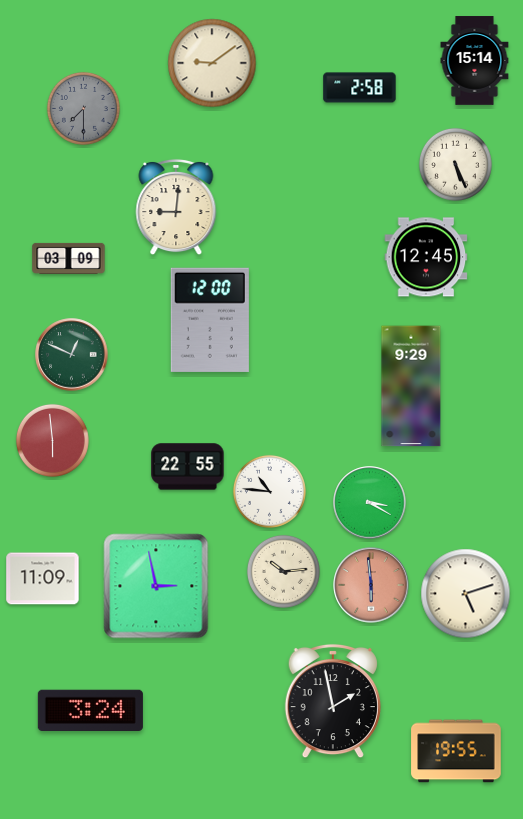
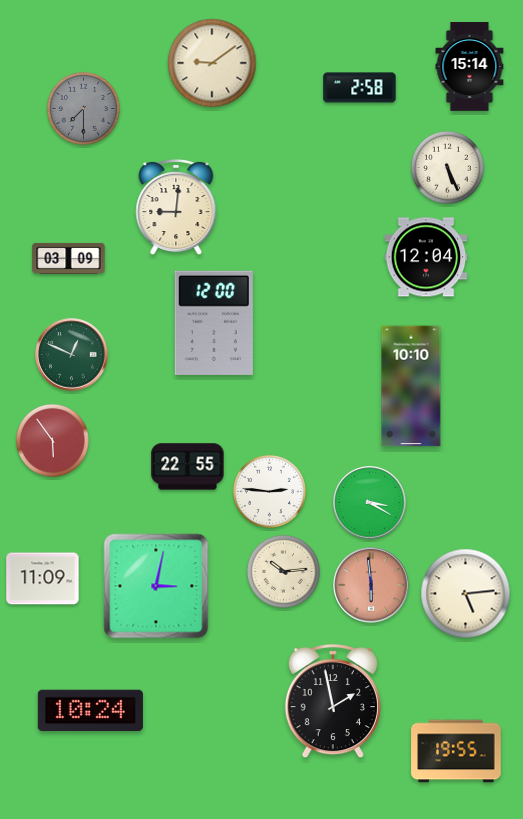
clock at (475, 61) position: (475, 61) -> (470, 67)
clock at (455, 164) position: (455, 164) -> (447, 167)
clock at (426, 257): 12:45 -> 12:04
clock at (210, 320) position: (210, 320) -> (214, 323)
clock at (411, 386): 9:29 -> 10:10
clock at (52, 440): 5:59 -> 5:54
clock at (269, 491): 10:46 -> 2:46
clock at (156, 586): 2:58 -> 3:02
clock at (466, 594): 5:12 -> 5:14
clock at (90, 711): 3:24 -> 10:24
